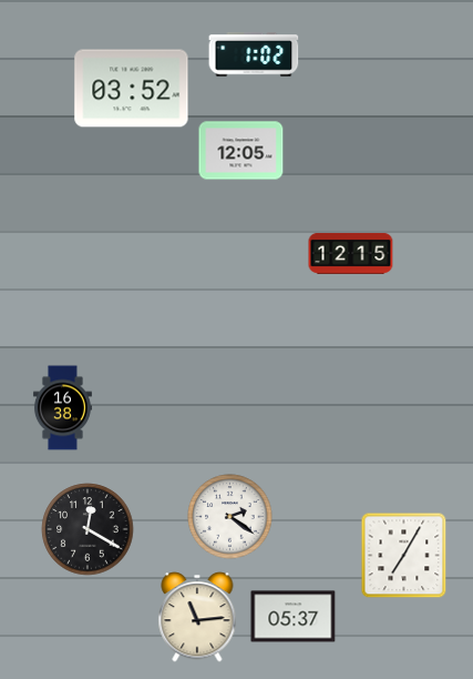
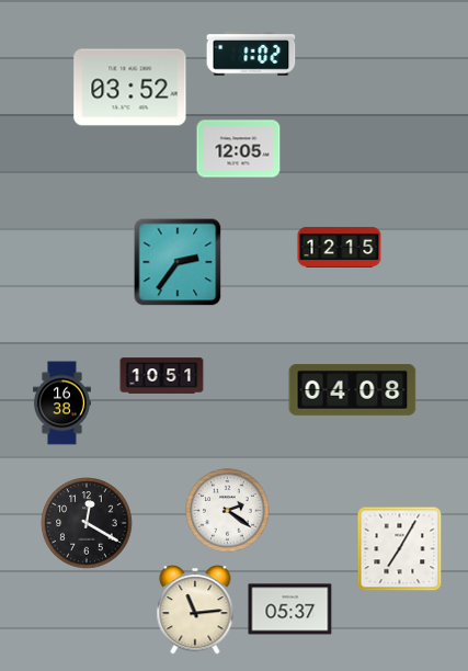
clock at (351, 253) position: (351, 253) -> (340, 247)
clock at (178, 262): none -> 2:36
clock at (162, 376): none -> 10:51
clock at (353, 389): none -> 04:08
